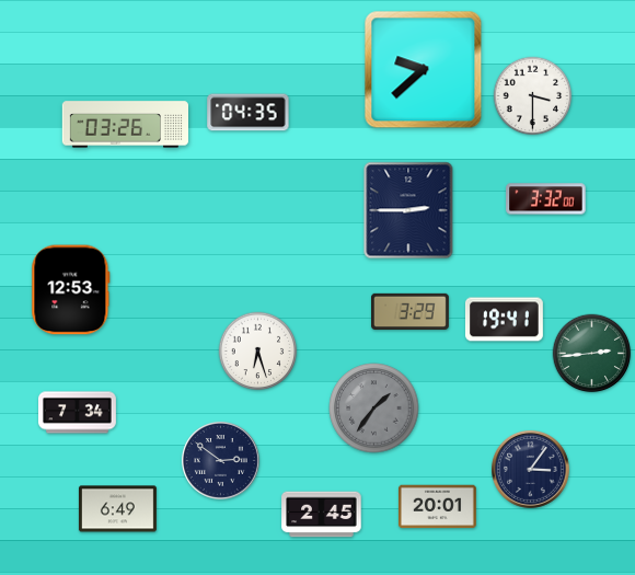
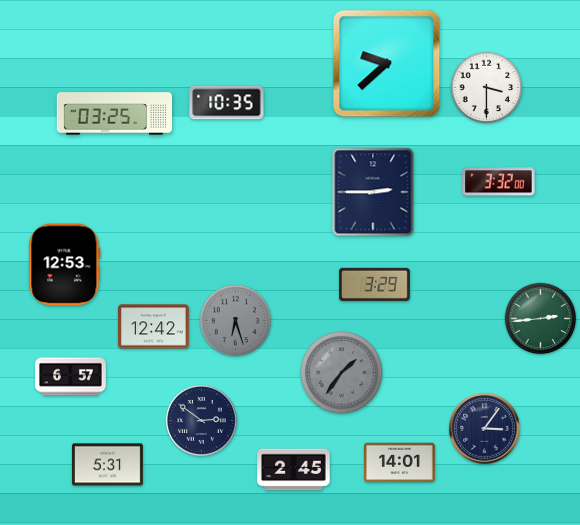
clock at (249, 113): 04:35 -> 10:35
clock at (125, 125): 03:26 -> 03:25
clock at (504, 320): 19:41 -> none
clock at (258, 352) dial: white -> grey
clock at (592, 354) position: (592, 354) -> (541, 319)
clock at (153, 327): none -> 12:42
clock at (78, 413): 7:34 -> 6:57
clock at (437, 507): 20:01 -> 14:01
clock at (117, 509): 6:49 -> 5:31
